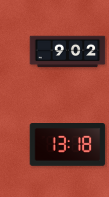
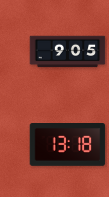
clock at (68, 52): 9:02 -> 9:05
